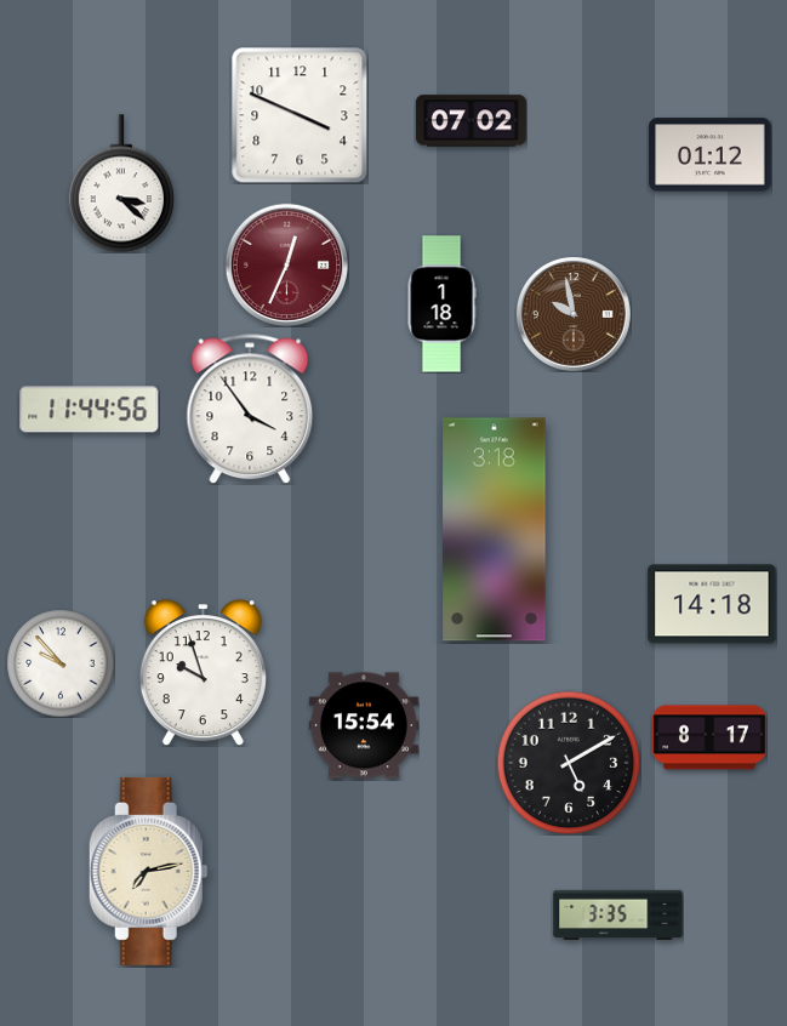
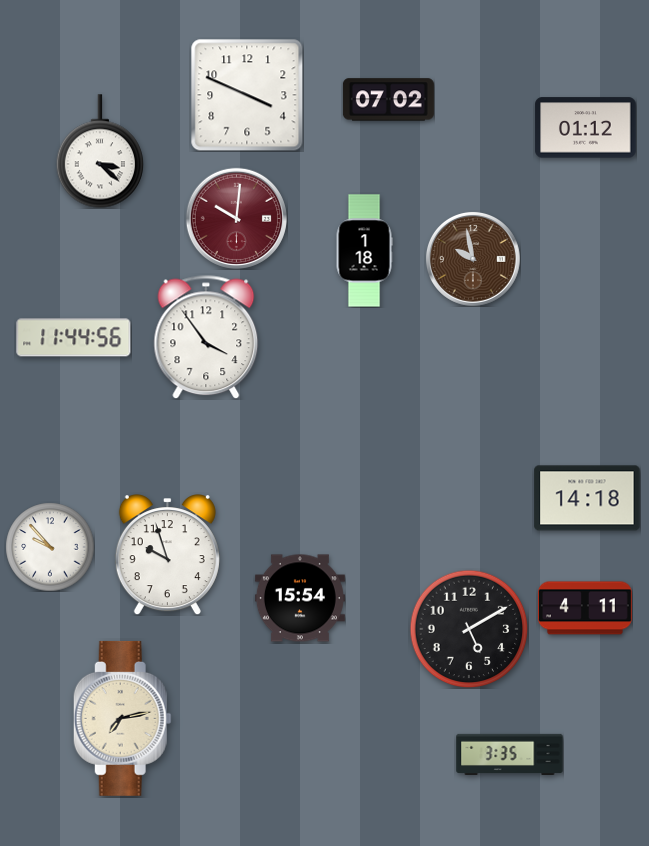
clock at (286, 264): 12:34 -> 10:01
clock at (495, 530): 3:18 -> none
clock at (709, 737): 8:17 -> 4:11
